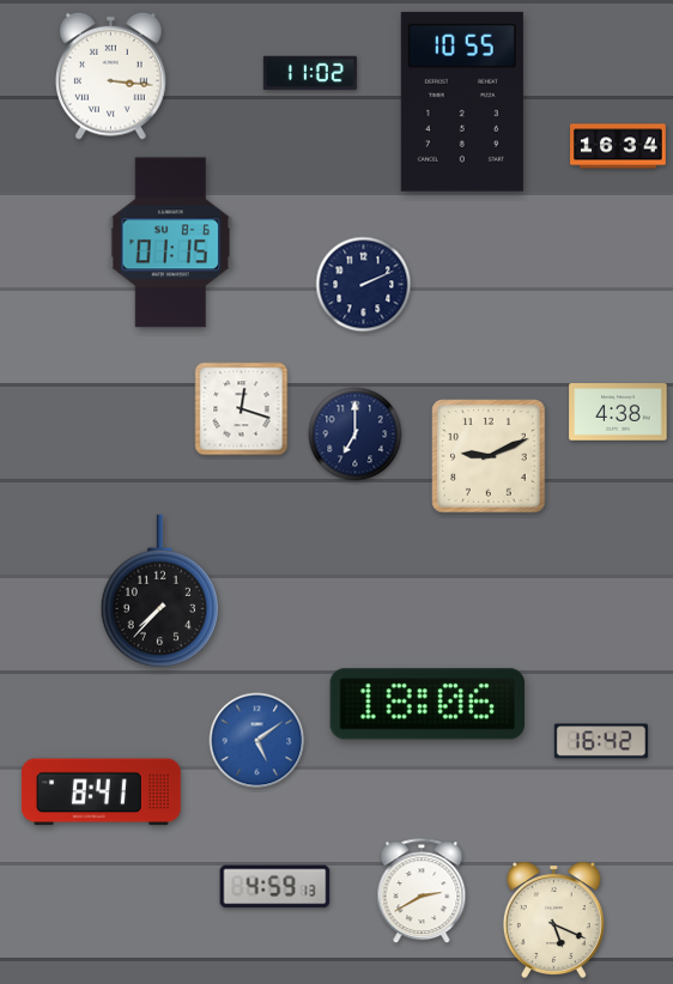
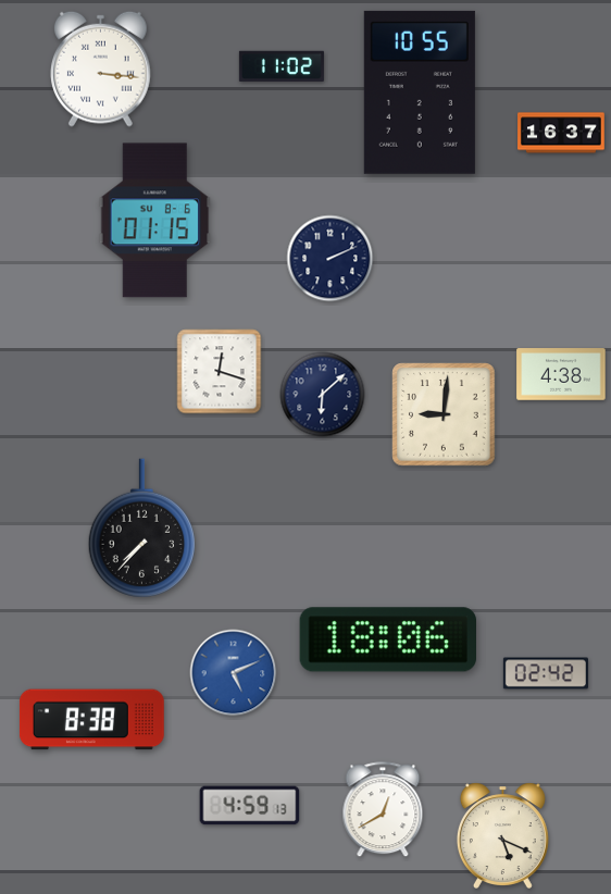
clock at (619, 146): 16:34 -> 16:37
clock at (356, 435): 7:00 -> 6:08
clock at (489, 456): 9:11 -> 9:01
clock at (159, 591) position: (159, 591) -> (141, 529)
clock at (257, 741): 5:09 -> 5:11
clock at (601, 741): 16:42 -> 02:42
clock at (101, 792): 8:41 -> 8:38
clock at (422, 892): 2:40 -> 12:40
